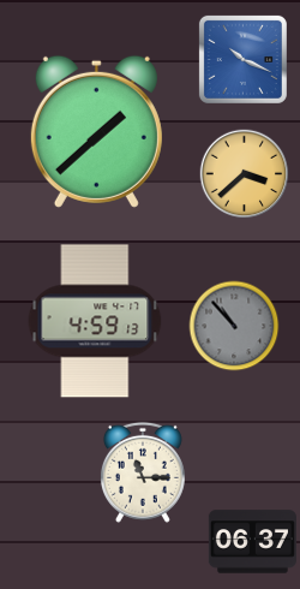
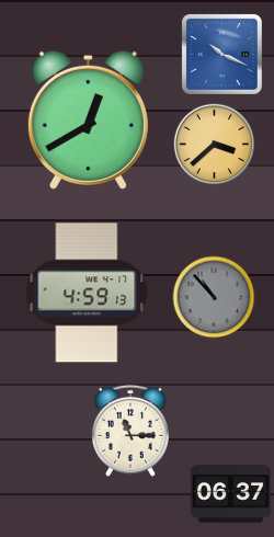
clock at (96, 131): 1:38 -> 12:40
clock at (245, 174) position: (245, 174) -> (215, 145)
